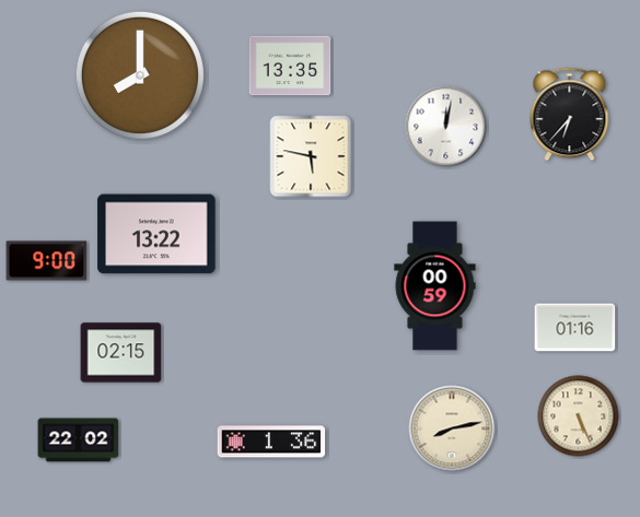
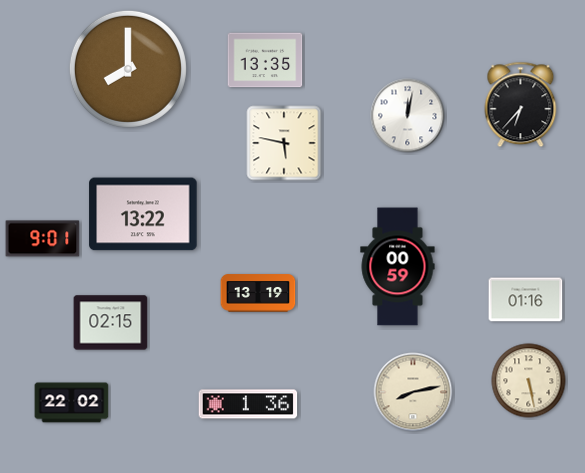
clock at (47, 261): 9:00 -> 9:01
clock at (435, 286) position: (435, 286) -> (398, 267)
clock at (258, 293): none -> 13:19
clock at (579, 416): 5:26 -> 5:28
